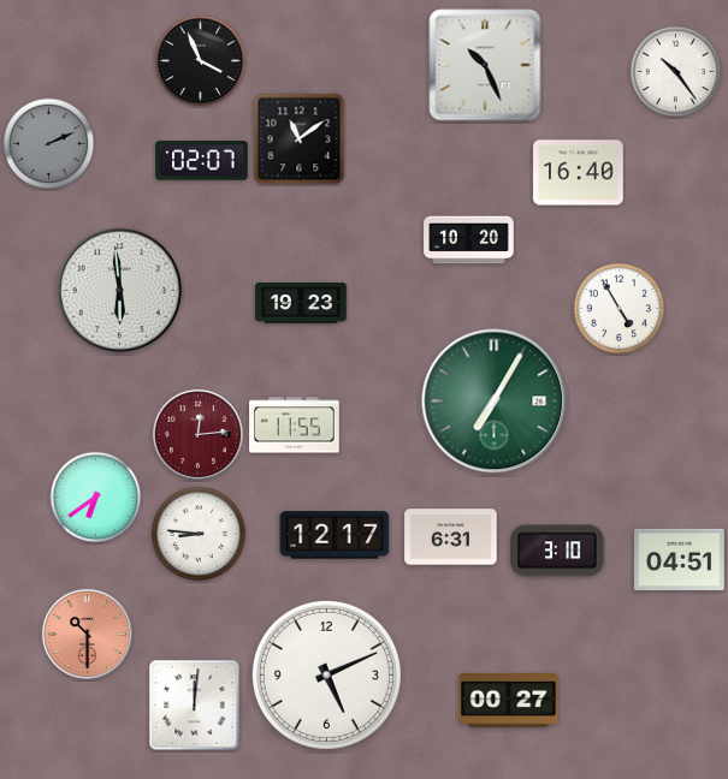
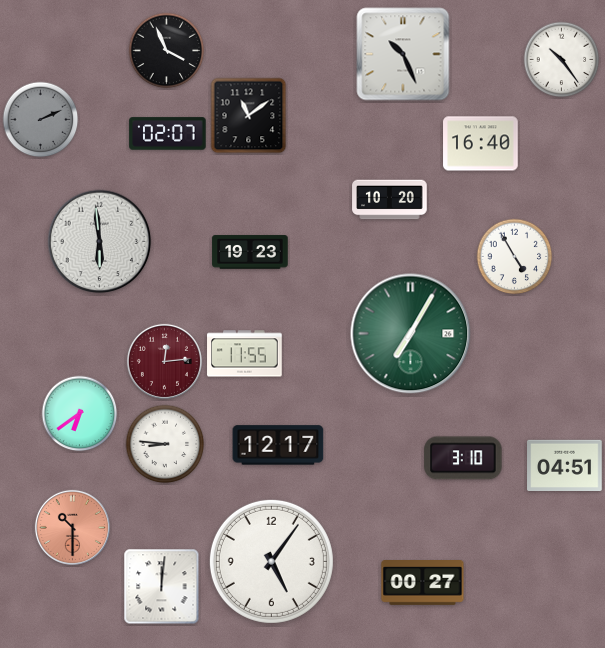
clock at (451, 537): 6:31 -> none
clock at (326, 674): 5:11 -> 5:06
